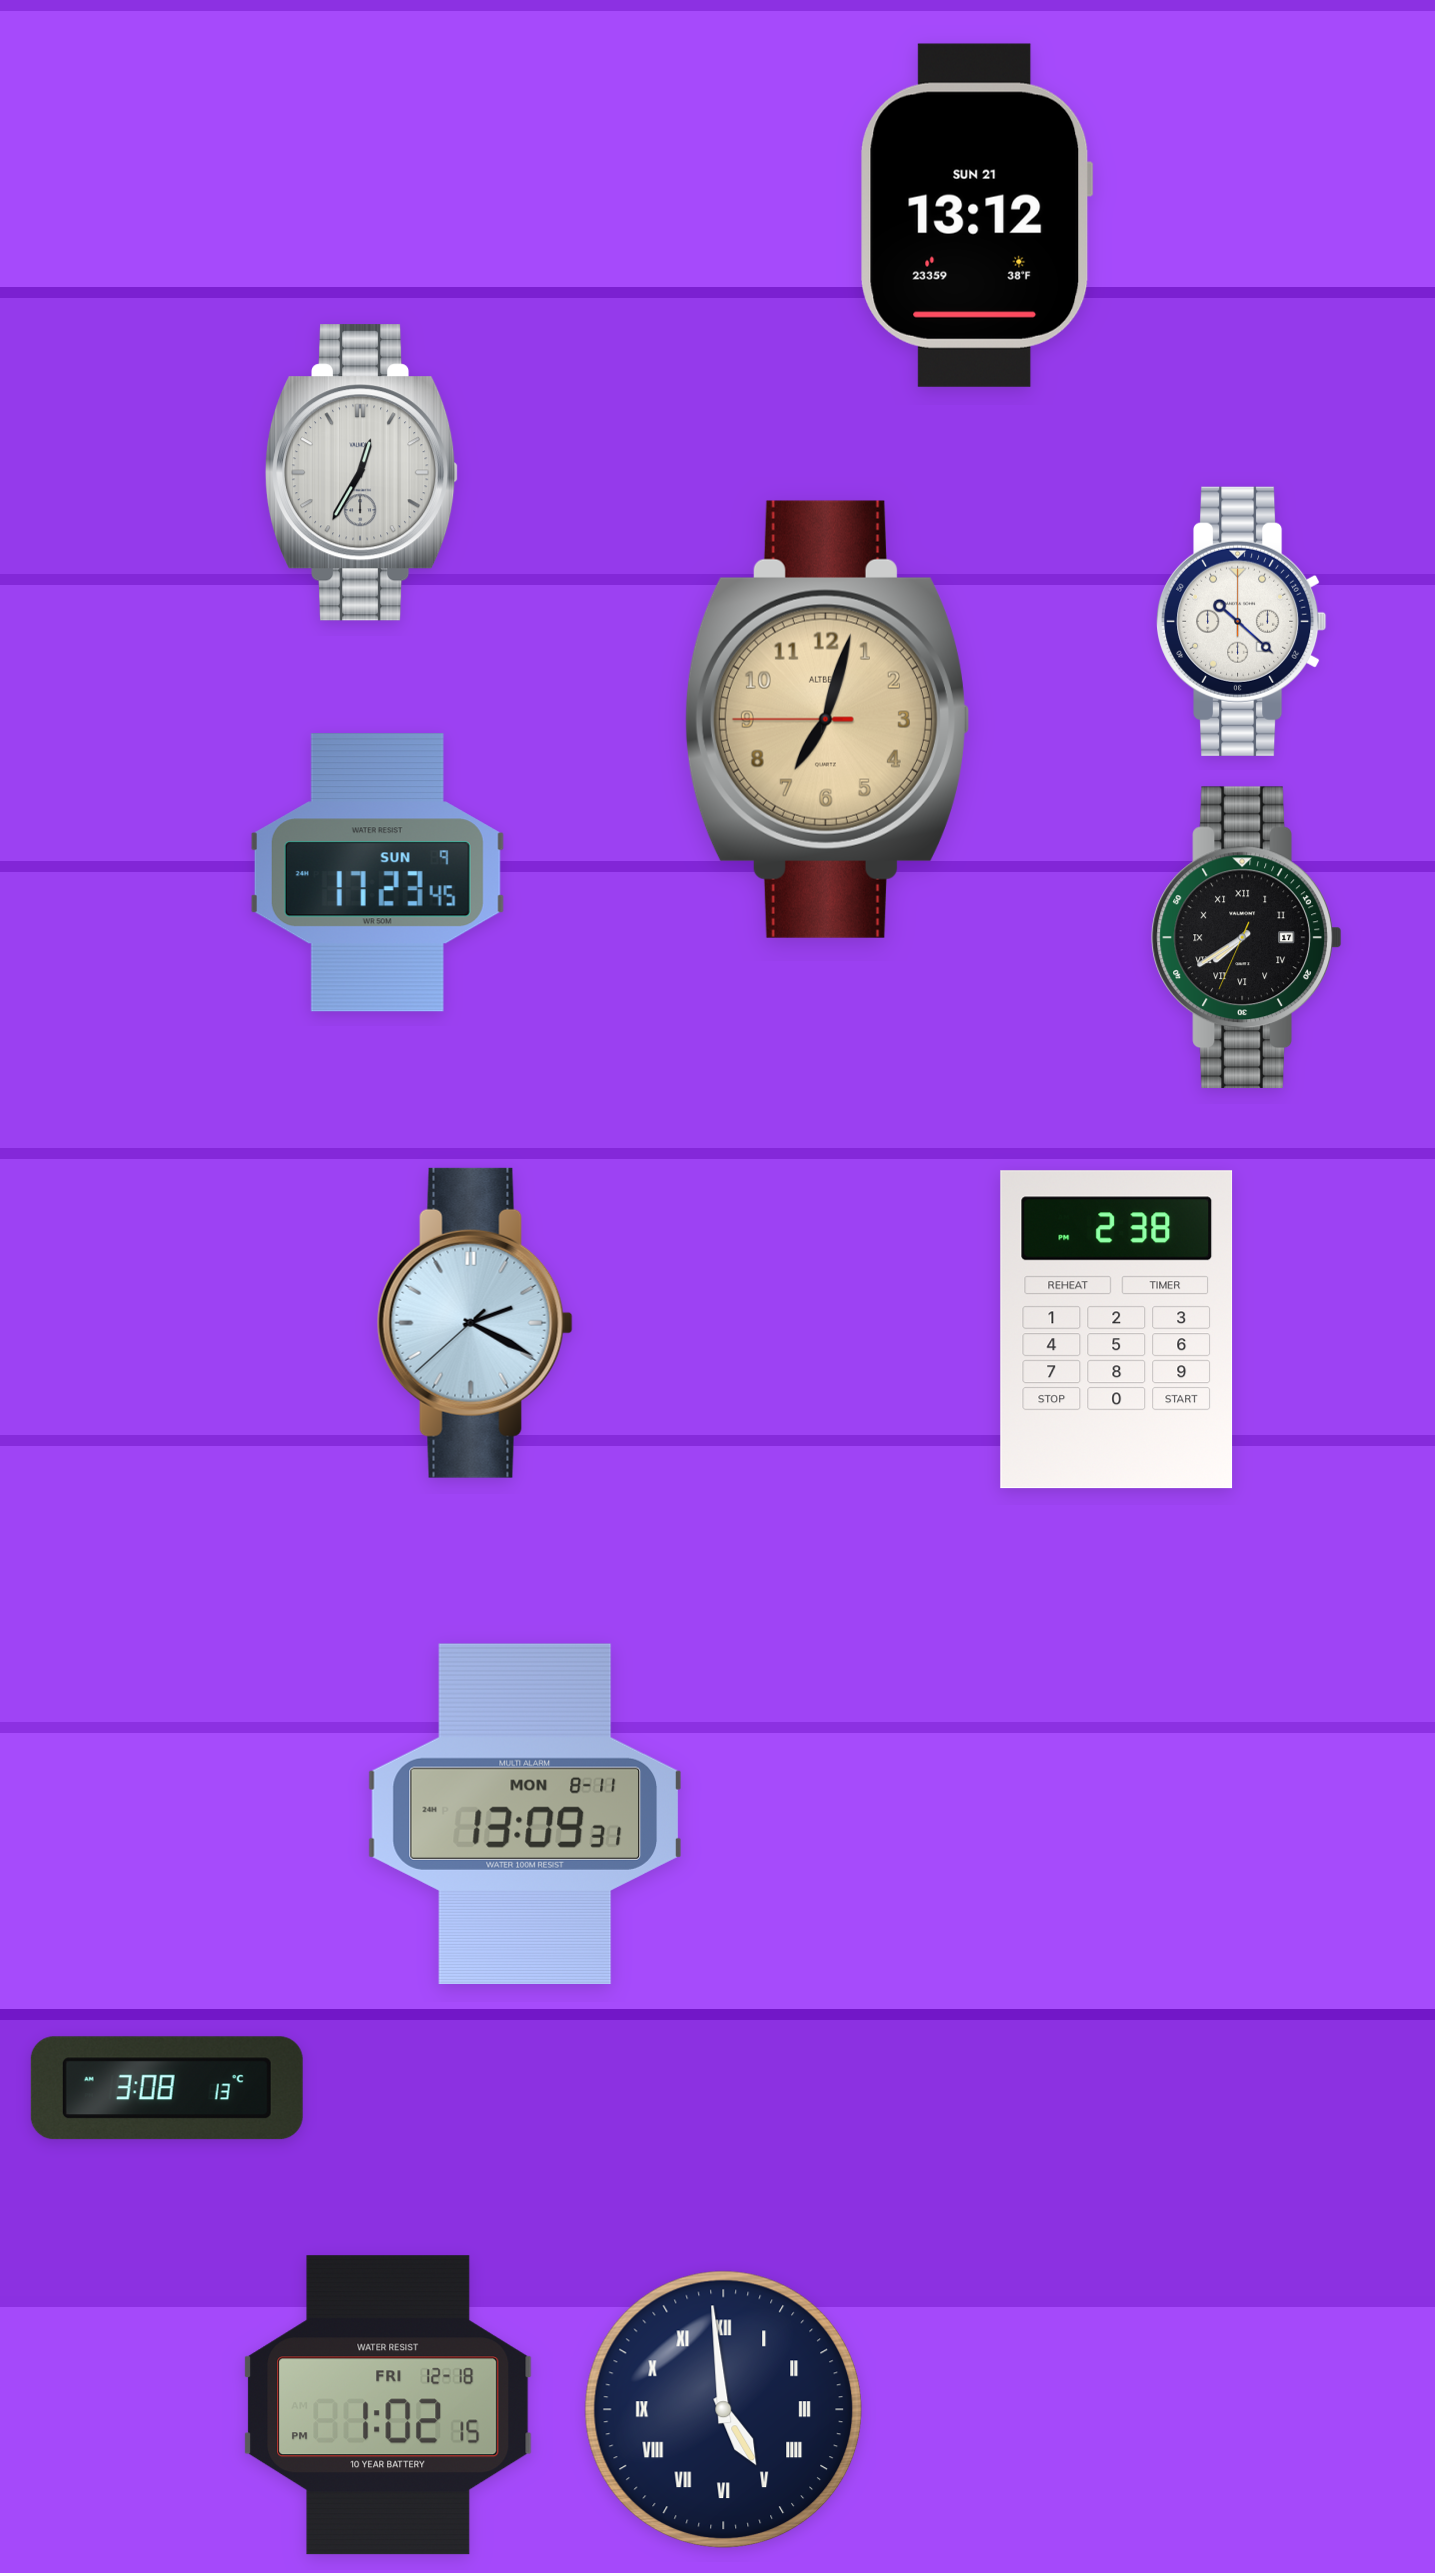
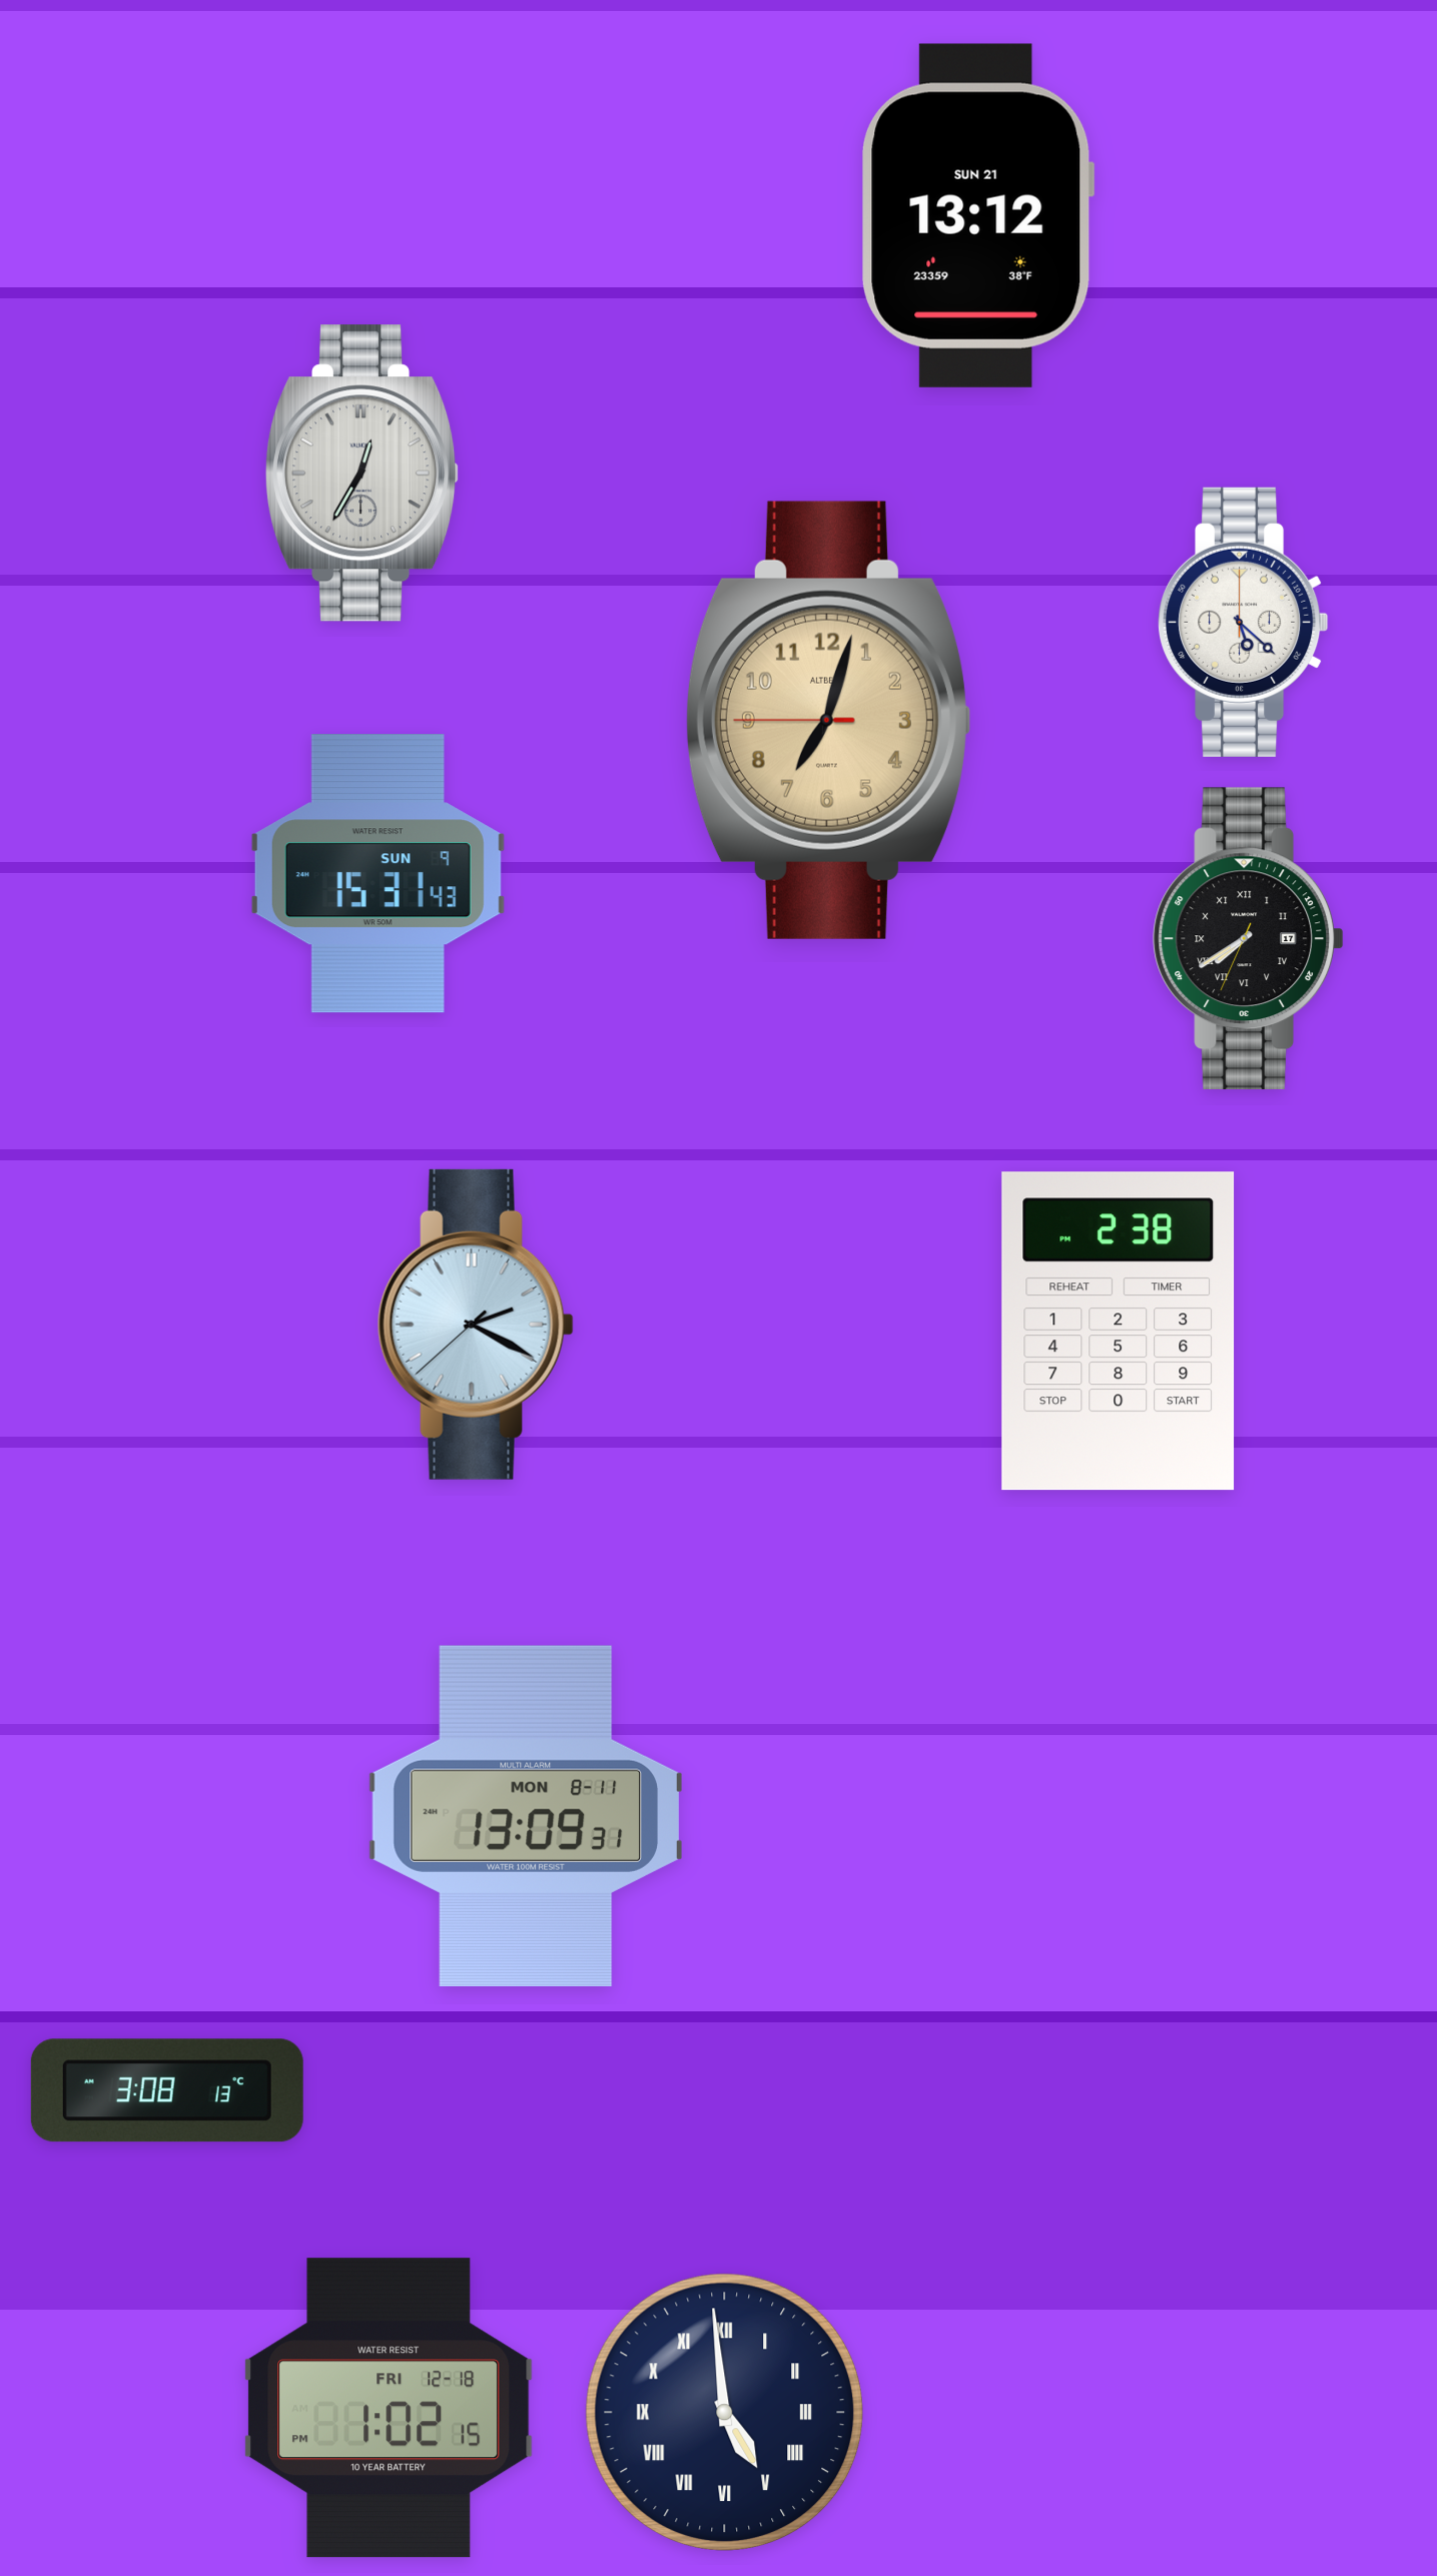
clock at (1242, 621): 10:22 -> 5:22
clock at (377, 873): 17:23 -> 15:31
